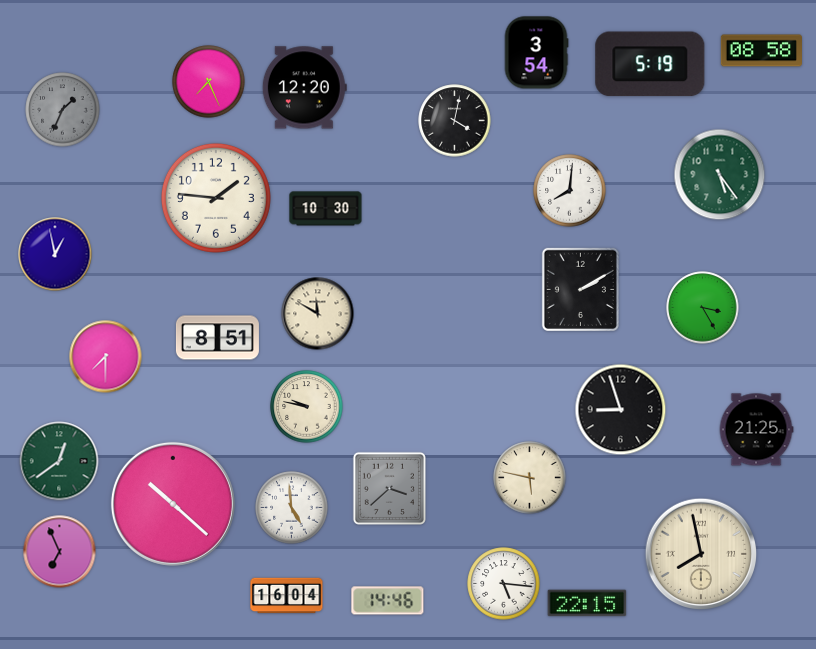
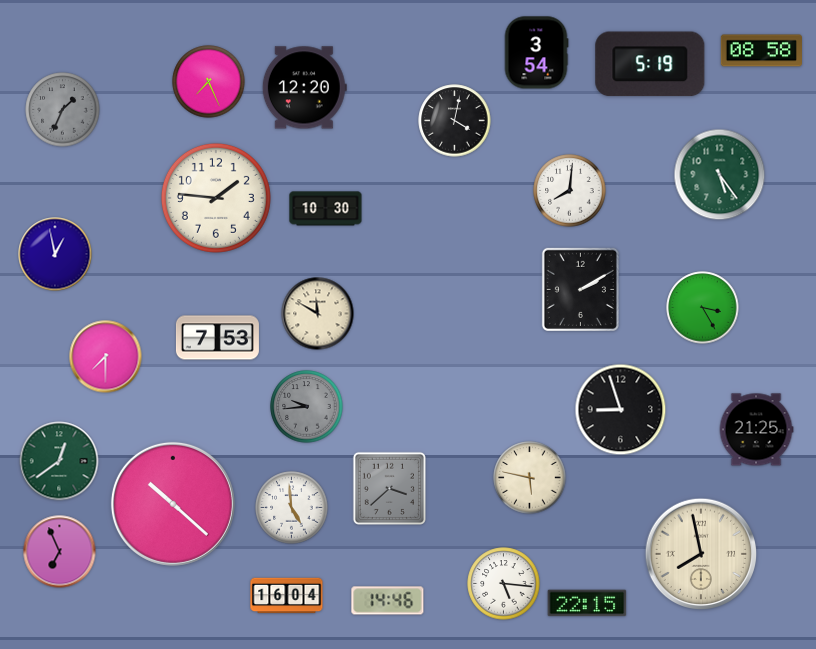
clock at (217, 338): 8:51 -> 7:53
clock at (307, 407): 9:47 -> 9:44
clock at (307, 407) dial: cream -> grey
